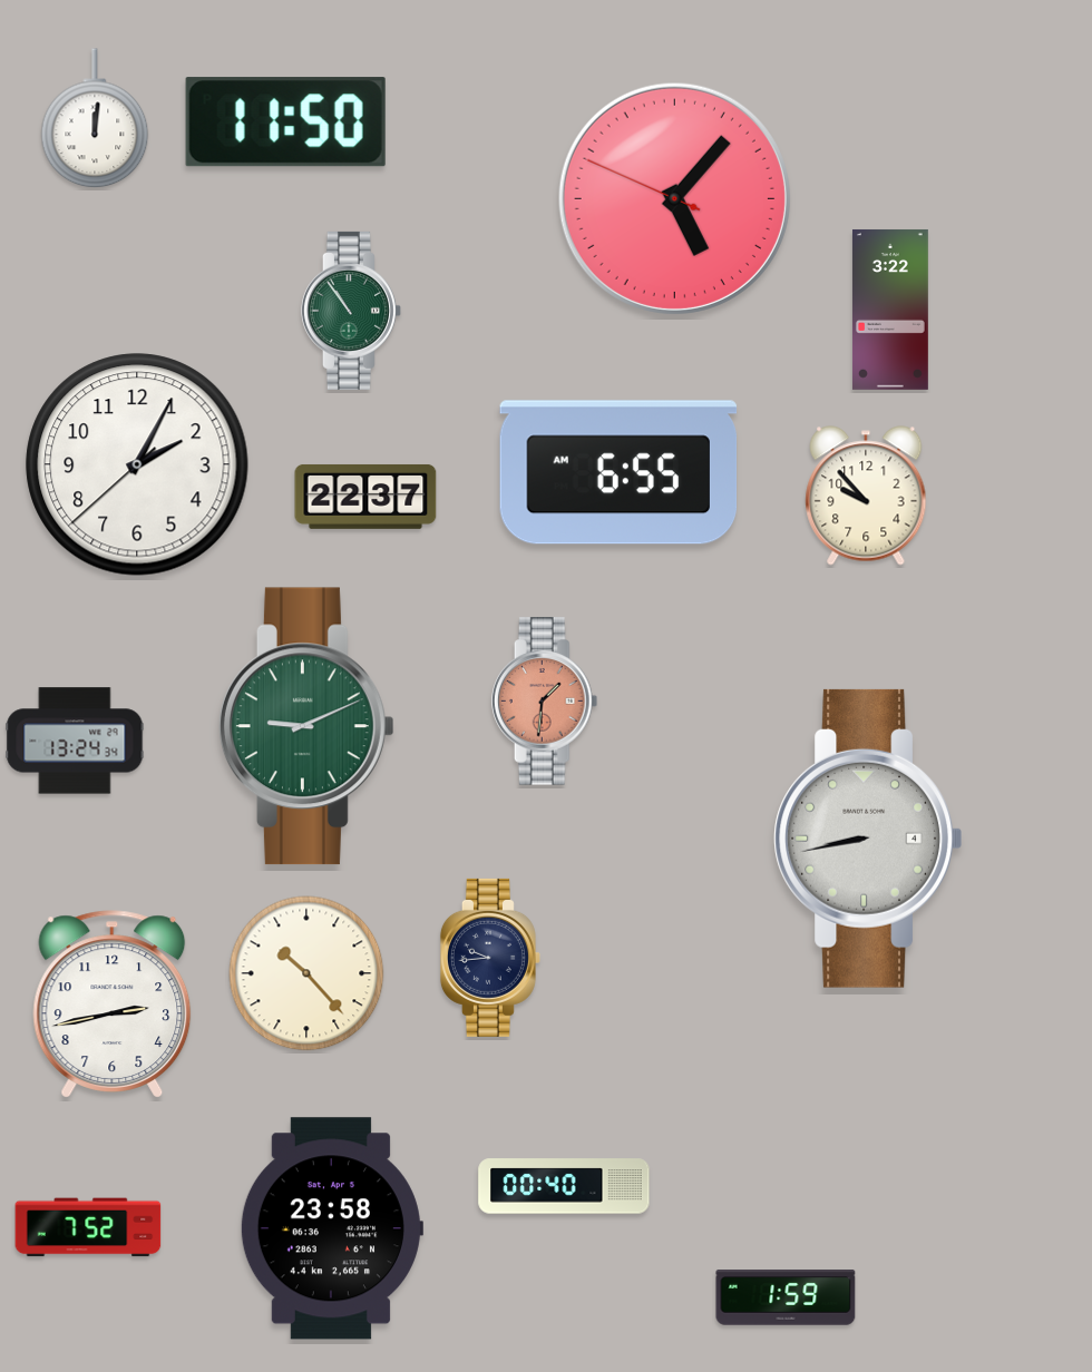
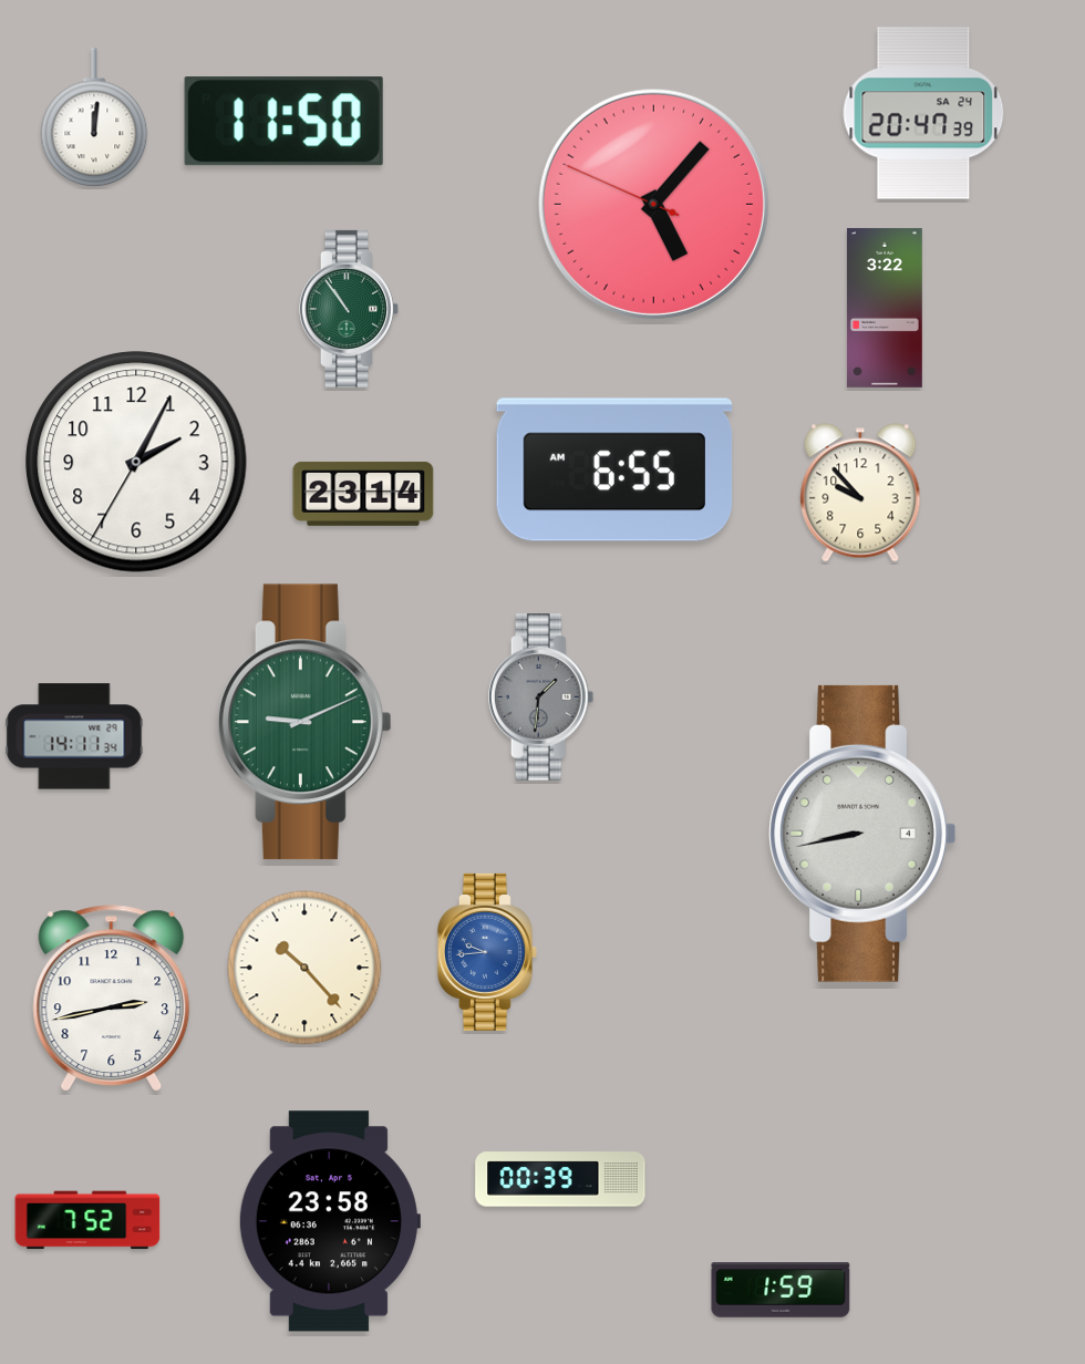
clock at (923, 113): none -> 20:47
clock at (674, 198) position: (674, 198) -> (653, 204)
clock at (137, 464): 2:04:38 -> 2:04:35
clock at (365, 497): 22:37 -> 23:14
clock at (545, 702) dial: salmon -> grey
clock at (75, 741): 13:24 -> 14:11
clock at (490, 958) dial: navy -> blue
clock at (564, 1186): 00:40 -> 00:39
